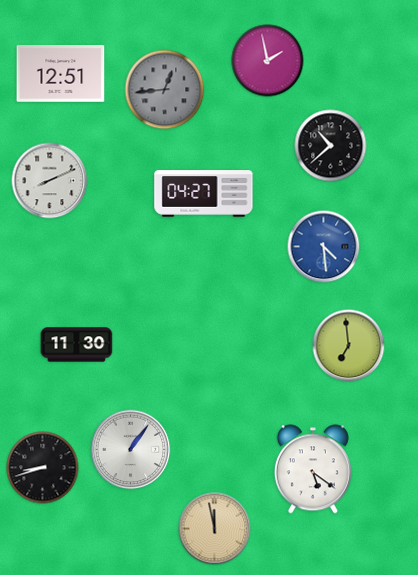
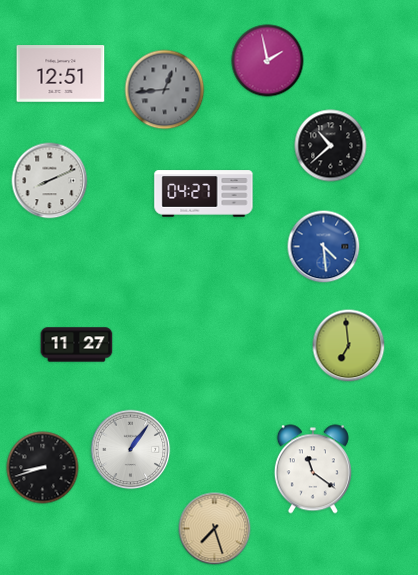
clock at (77, 345): 11:30 -> 11:27
clock at (313, 469): 5:21 -> 11:21
clock at (215, 529): 11:58 -> 7:27
